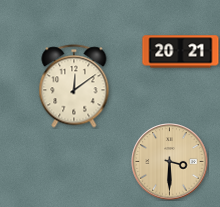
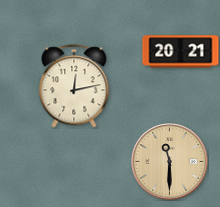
clock at (74, 86): 12:09 -> 12:13
clock at (170, 162): 3:30 -> 11:30
